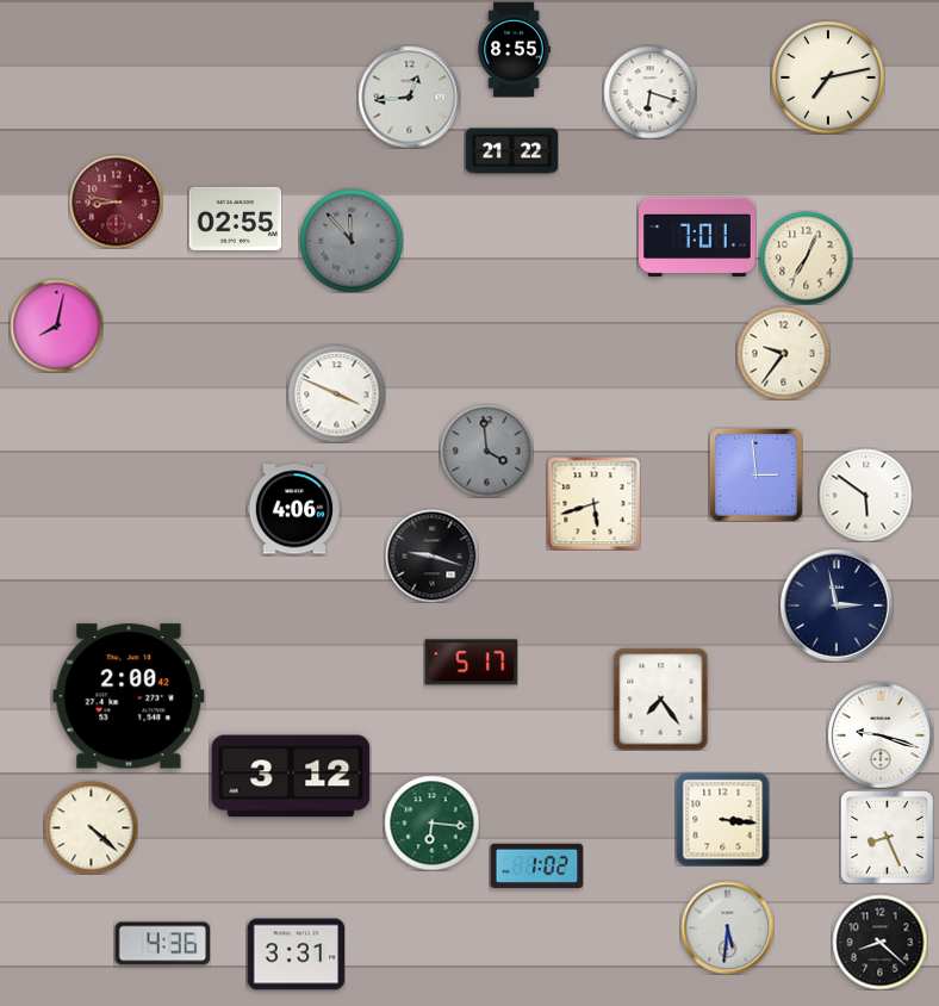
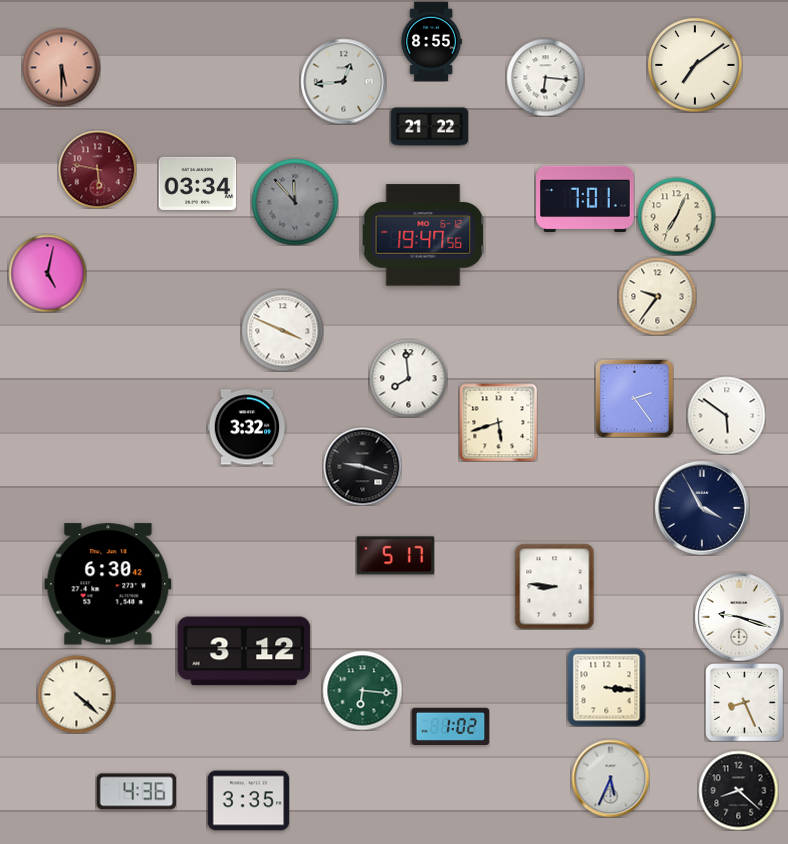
clock at (828, 77): 7:13 -> 7:09
clock at (61, 67): none -> 5:30
clock at (649, 92): 6:18 -> 6:16
clock at (116, 201): 8:47 -> 5:47
clock at (235, 218): 02:55 -> 03:34
clock at (423, 235): none -> 19:47
clock at (56, 325): 8:02 -> 5:02
clock at (486, 451): 3:59 -> 7:59
clock at (486, 451) dial: grey -> white
clock at (755, 474): 2:59 -> 2:24
clock at (294, 509): 4:06 -> 3:32
clock at (837, 606): 2:58 -> 3:55
clock at (129, 696): 2:00 -> 6:30
clock at (661, 698): 7:24 -> 8:46
clock at (727, 927): 5:31 -> 5:34
clock at (296, 955): 3:31 -> 3:35
